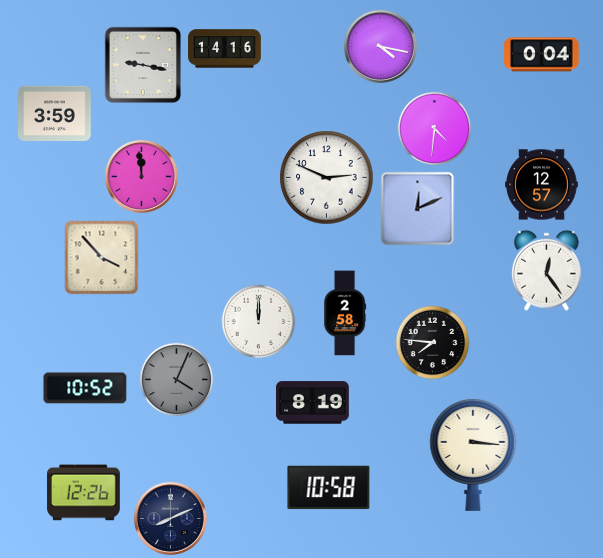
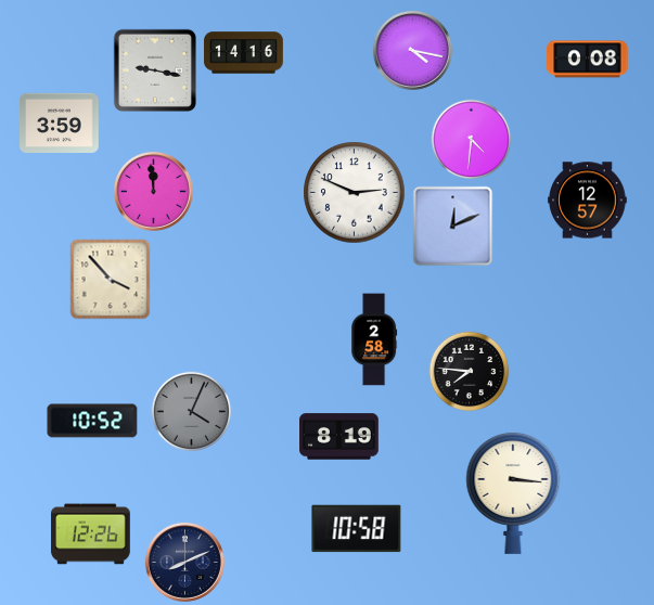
clock at (542, 55): 0:04 -> 0:08
clock at (546, 270): 12:24 -> none
clock at (259, 322): 12:00 -> none
